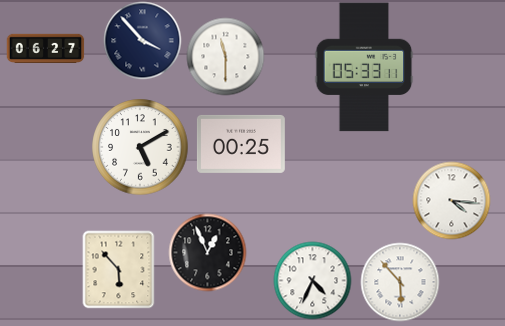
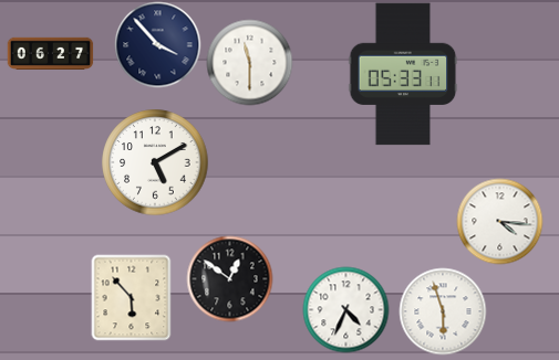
clock at (241, 144): 00:25 -> none
clock at (207, 252): 12:56 -> 12:51
clock at (400, 282): 5:53 -> 5:57
